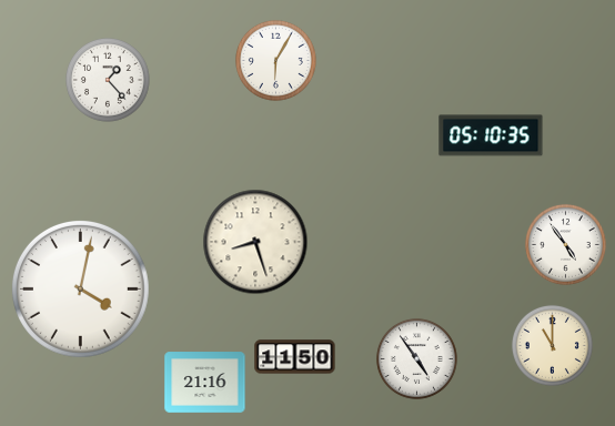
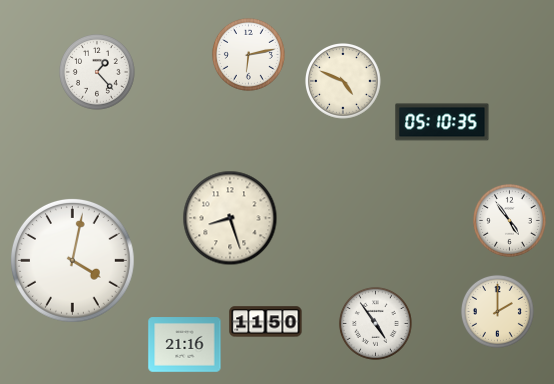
clock at (275, 60): 6:05 -> 6:13
clock at (344, 82): none -> 4:49
clock at (552, 345): 11:00 -> 2:00
